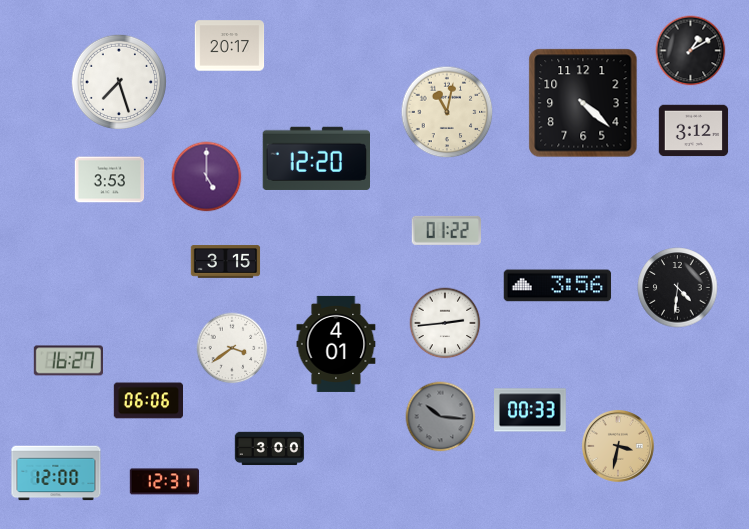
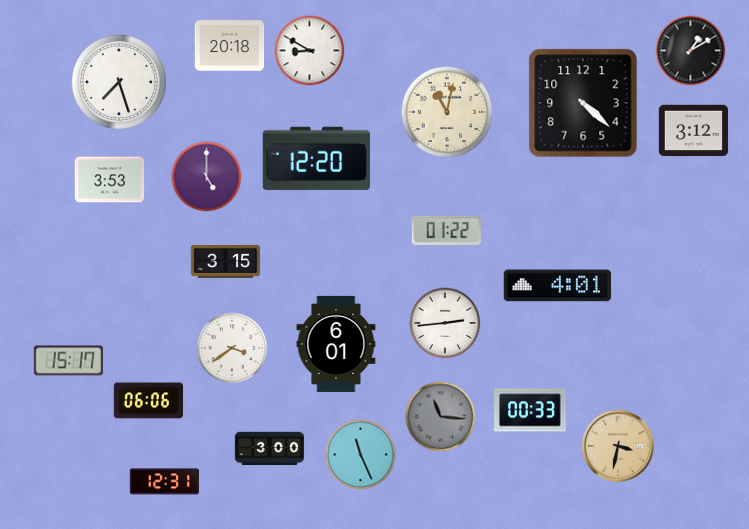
clock at (230, 46): 20:17 -> 20:18
clock at (310, 51): none -> 8:50
clock at (558, 286): 3:56 -> 4:01
clock at (678, 288): 4:31 -> none
clock at (336, 344): 4:01 -> 6:01
clock at (68, 361): 16:27 -> 15:17
clock at (441, 417): 10:16 -> 11:16
clock at (361, 455): none -> 11:26
clock at (56, 473): 12:00 -> none
